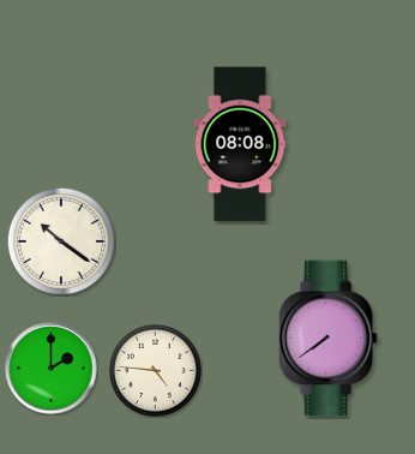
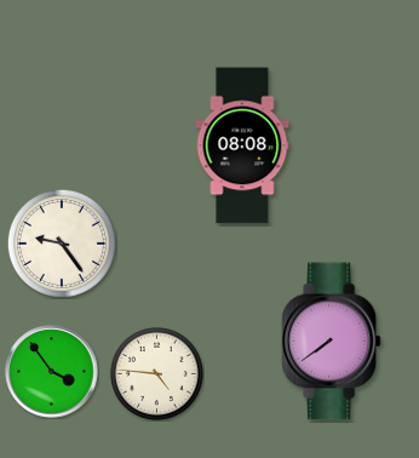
clock at (61, 241): 10:21 -> 9:24
clock at (52, 369): 2:00 -> 3:54
